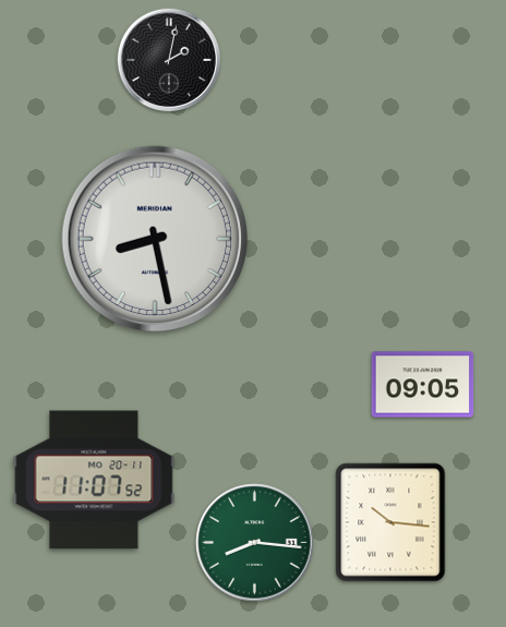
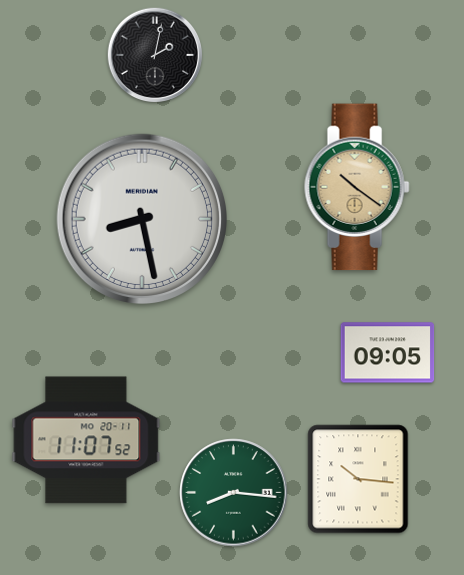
clock at (357, 187): none -> 10:21
clock at (255, 543) position: (255, 543) -> (234, 493)
